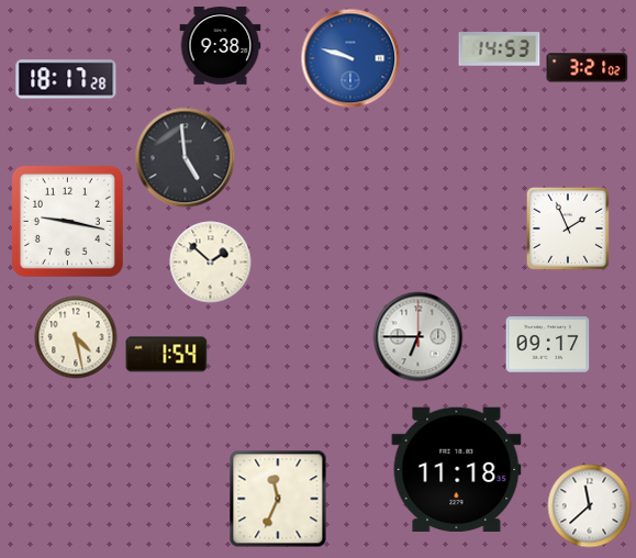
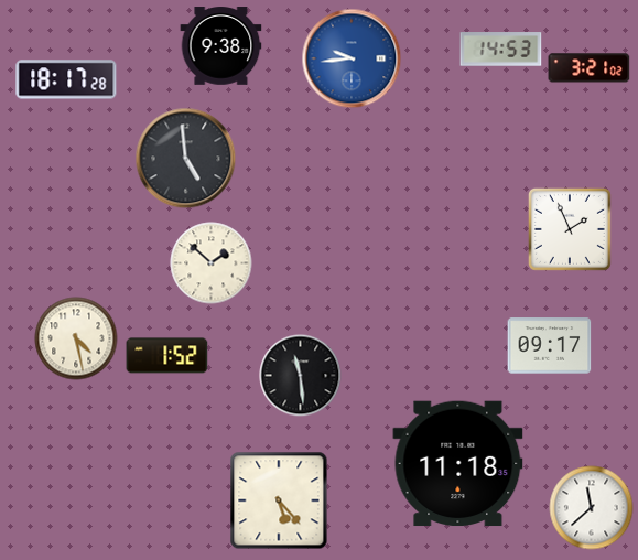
clock at (350, 58): 9:48 -> 9:44
clock at (67, 221): 9:17 -> none
clock at (419, 337): 6:45 -> none
clock at (167, 355): 1:54 -> 1:52
clock at (301, 376): none -> 11:29
clock at (457, 470) position: (457, 470) -> (458, 464)
clock at (278, 499): 11:34 -> 5:23
